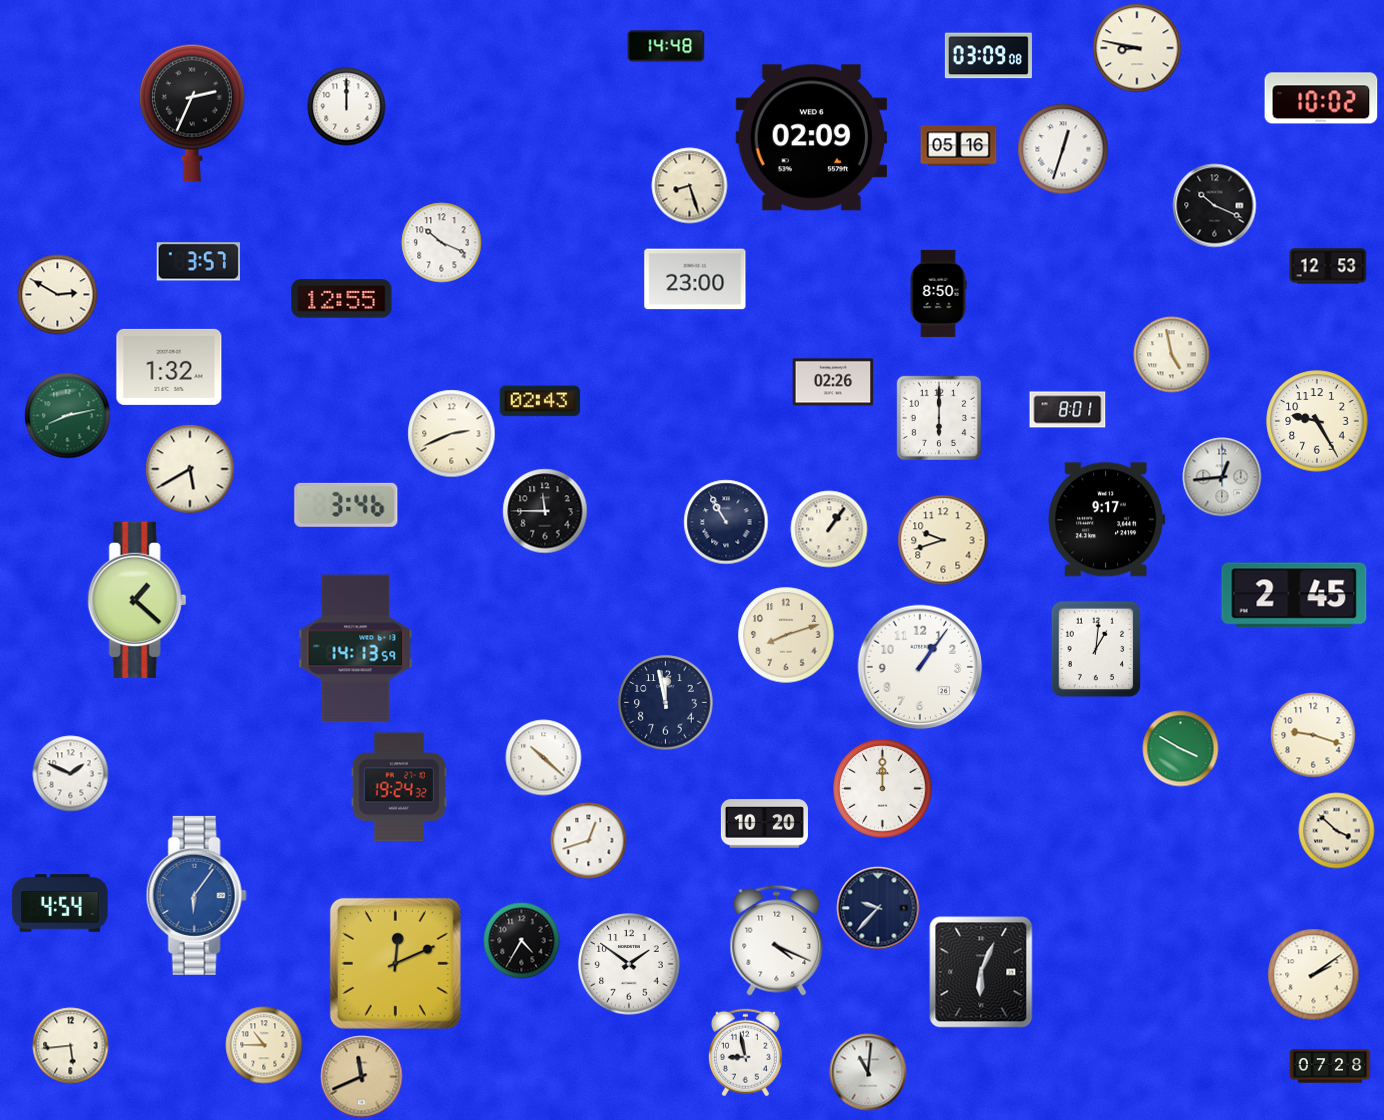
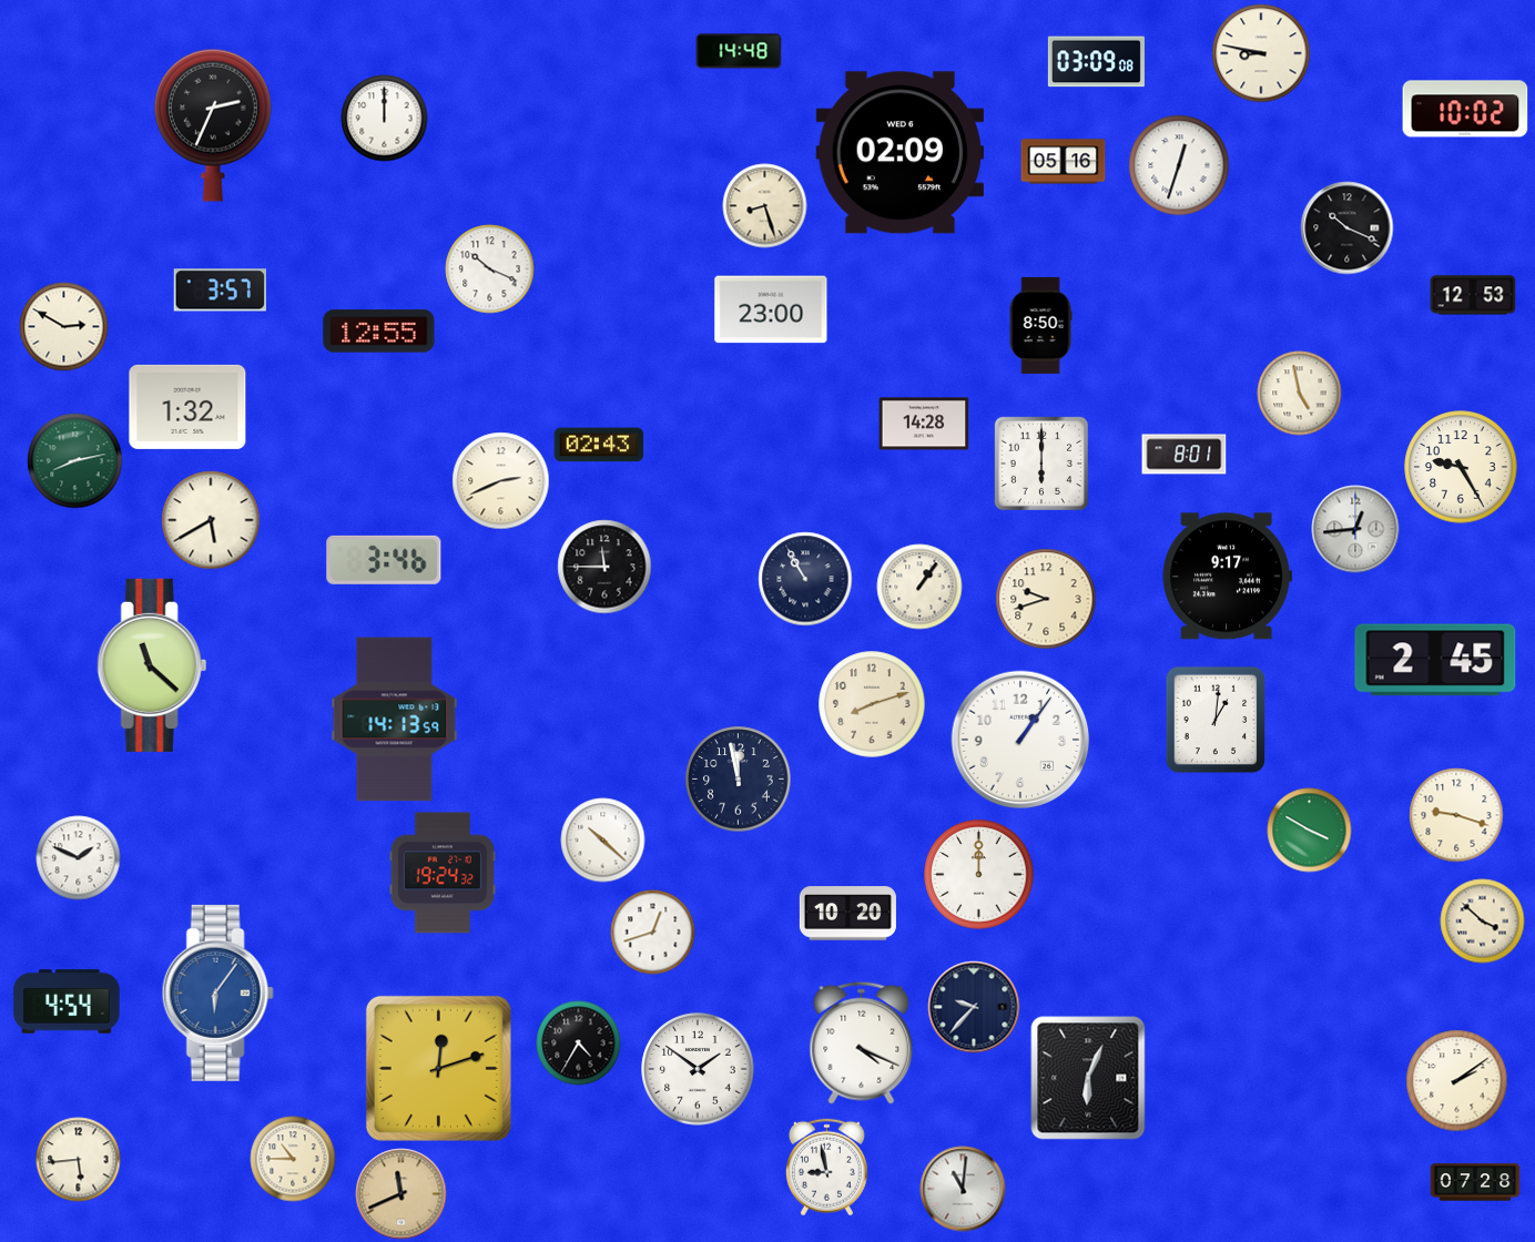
clock at (833, 382): 02:26 -> 14:28
clock at (137, 600): 1:22 -> 11:22
clock at (395, 963): 12:11 -> 12:12
